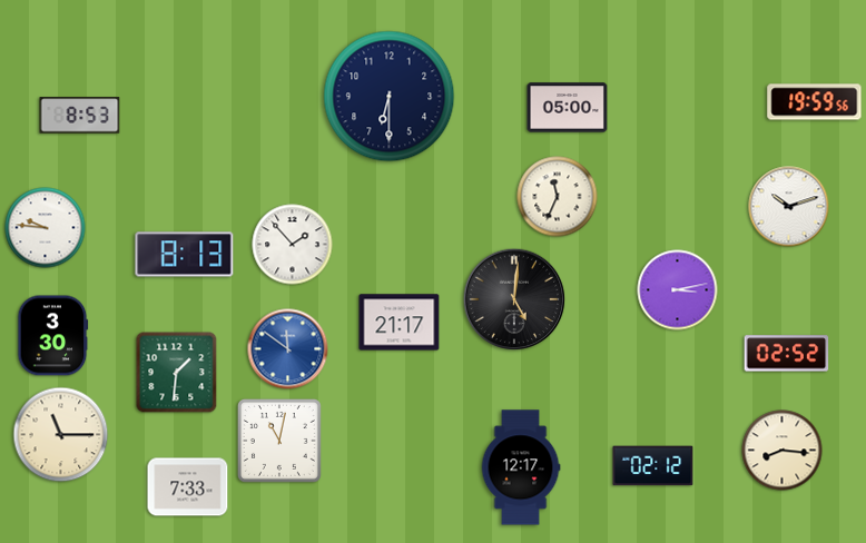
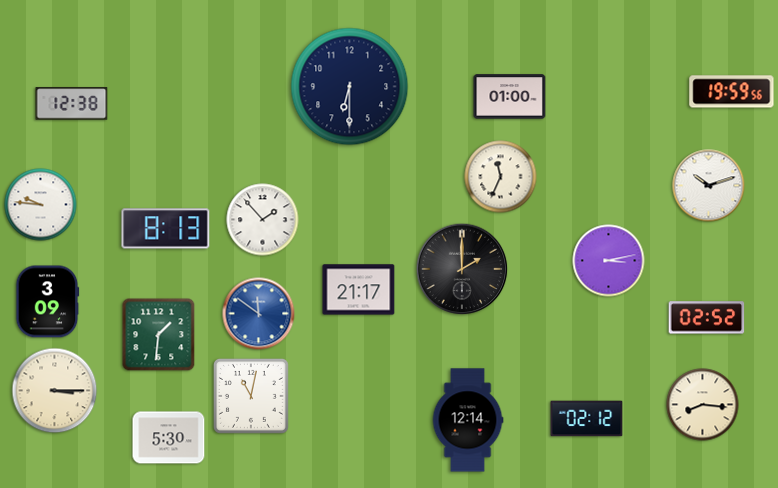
clock at (568, 108): 05:00 -> 01:00
clock at (80, 116): 8:53 -> 12:38
clock at (514, 299): 5:01 -> 2:00
clock at (53, 336): 3:30 -> 3:09
clock at (61, 435): 11:15 -> 3:15
clock at (521, 467): 12:17 -> 12:14
clock at (188, 487): 7:33 -> 5:30
